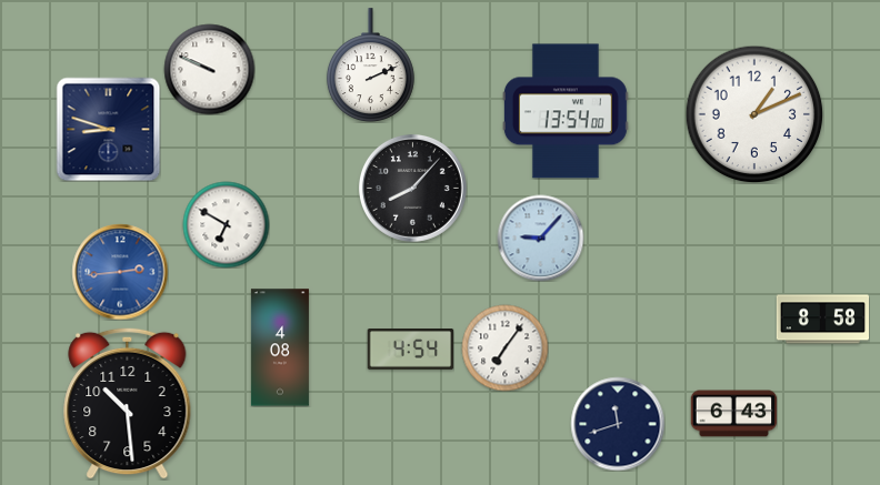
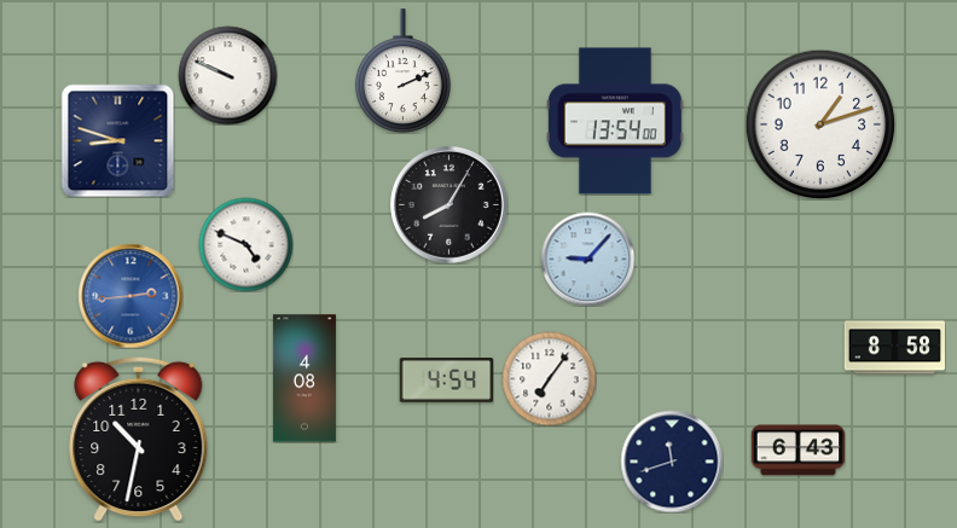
clock at (754, 114): 1:11 -> 1:12
clock at (412, 188): 8:07 -> 8:05
clock at (226, 224): 6:50 -> 4:49
clock at (128, 403): 10:29 -> 10:32
